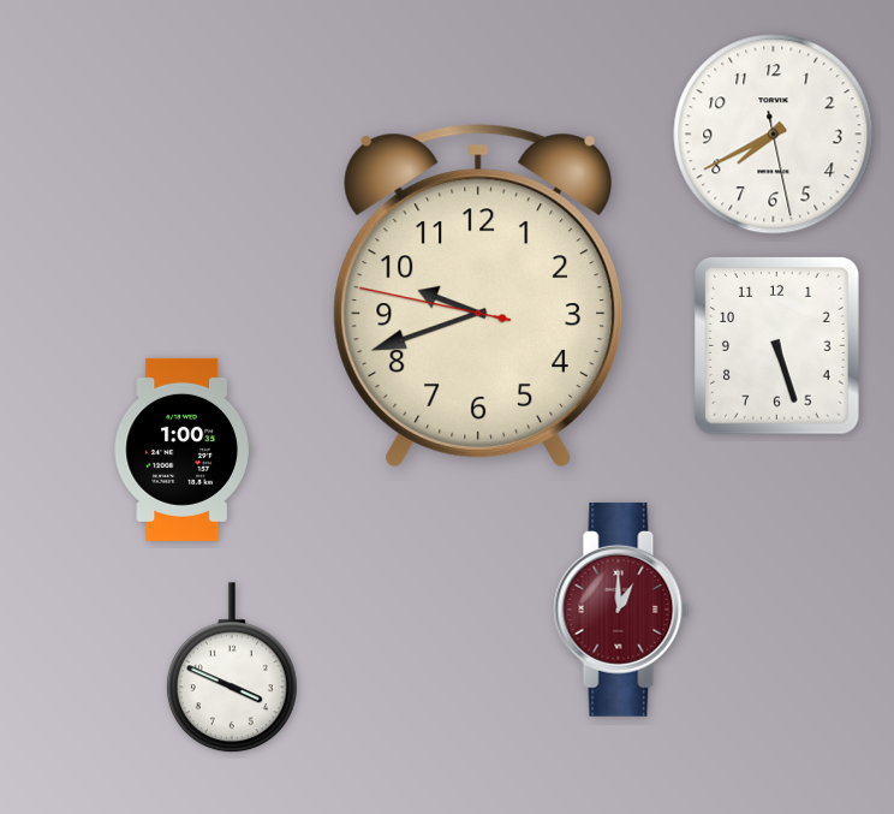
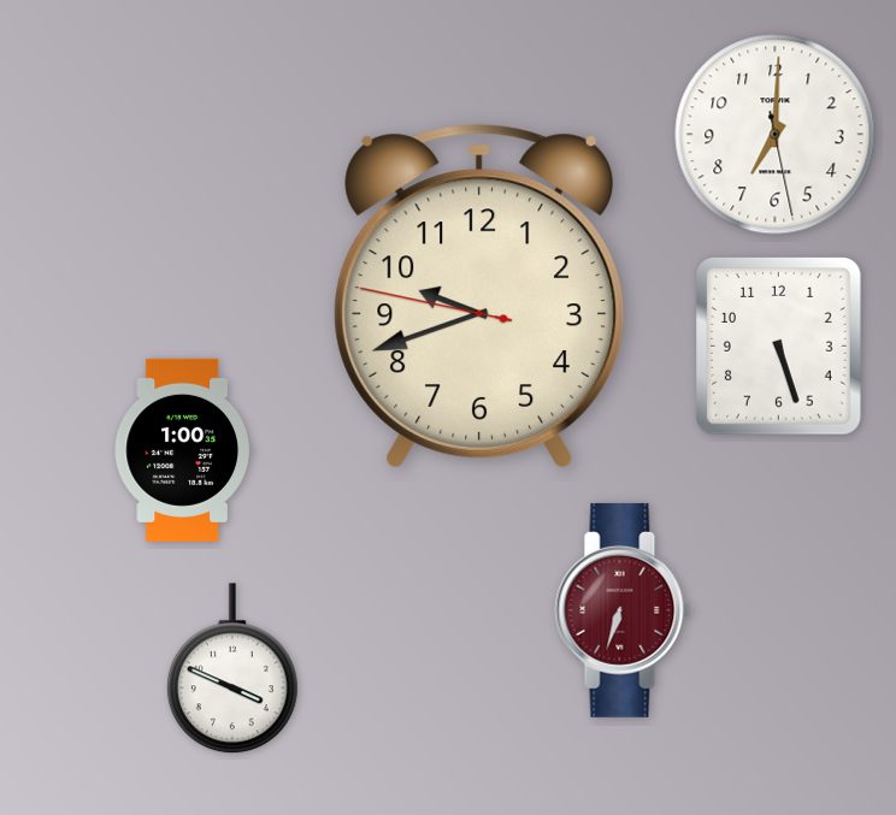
clock at (774, 135): 7:40 -> 7:00
clock at (621, 610): 1:00 -> 6:33
